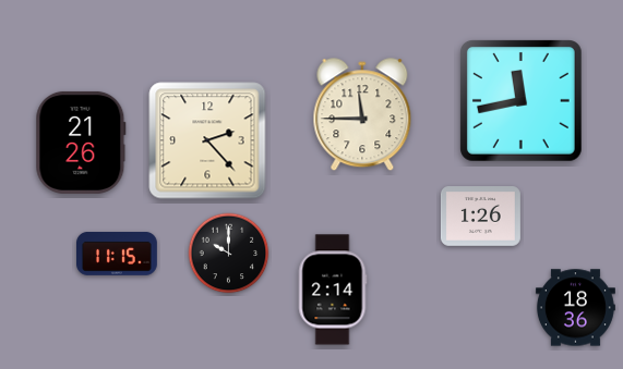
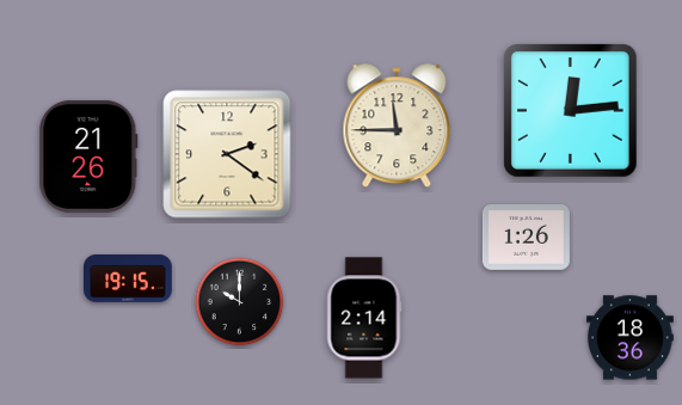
clock at (522, 101): 11:43 -> 12:14
clock at (207, 140): 2:23 -> 2:21
clock at (118, 254): 11:15 -> 19:15
clock at (229, 254) position: (229, 254) -> (240, 302)
